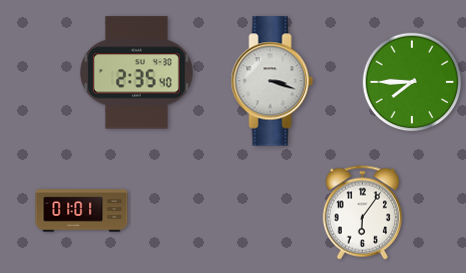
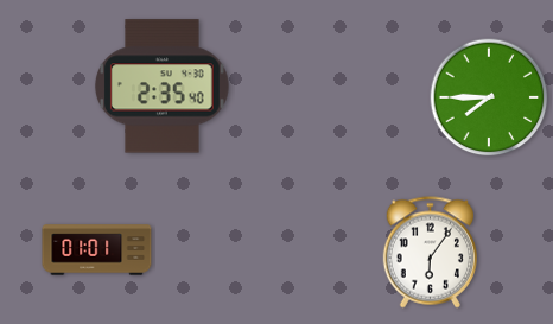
clock at (272, 81): 3:18 -> none
